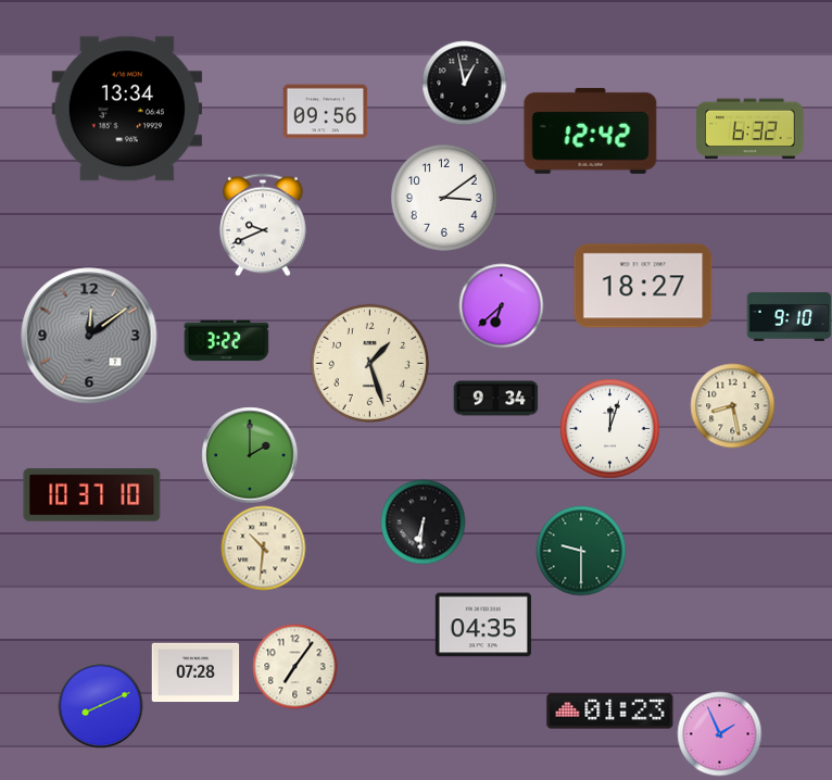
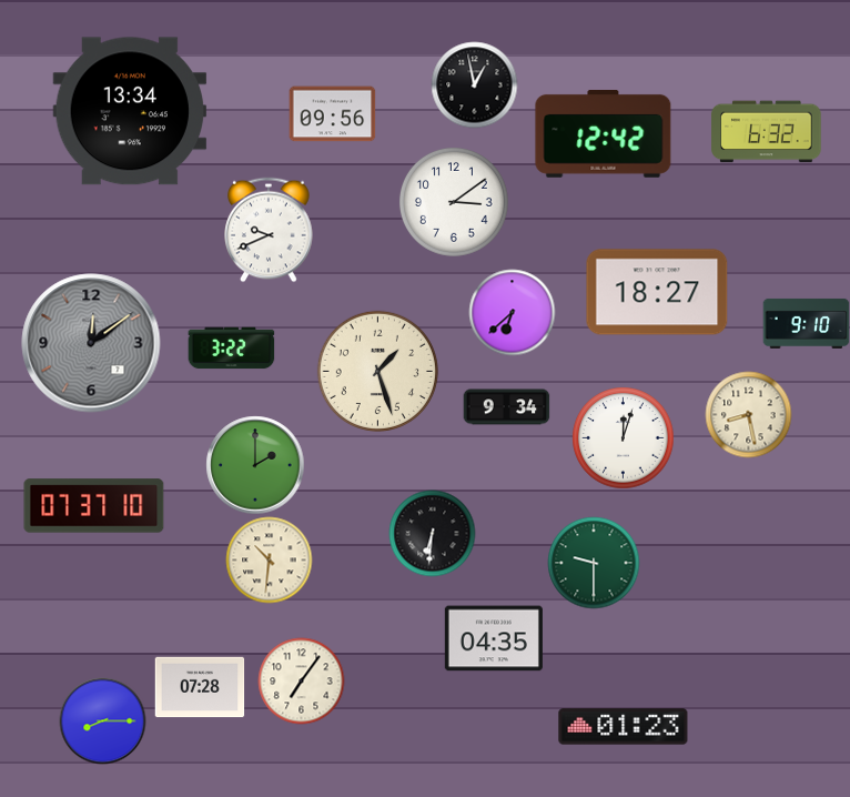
clock at (92, 495): 10:37 -> 07:37
clock at (100, 705): 8:11 -> 8:15
clock at (719, 733): 1:56 -> none
